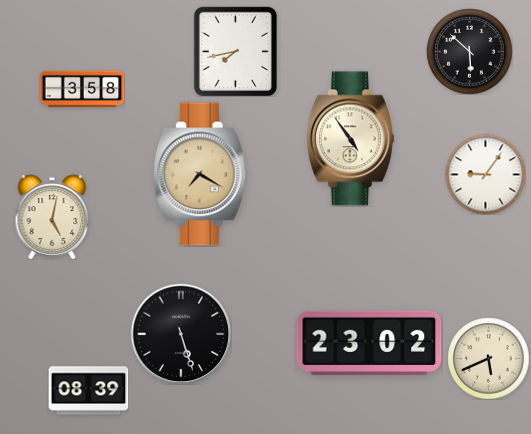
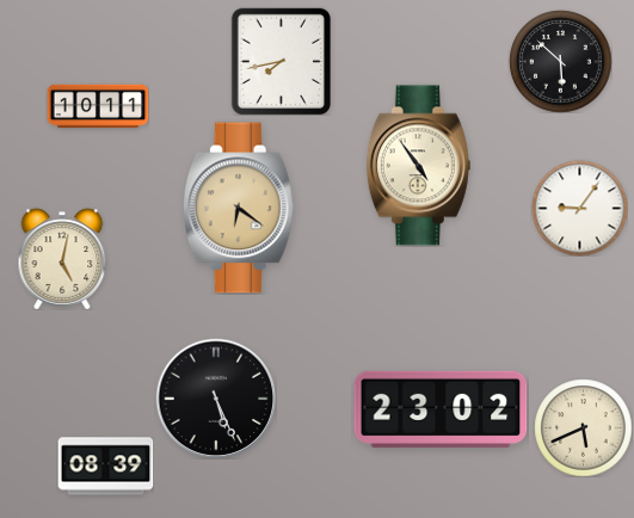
clock at (82, 89): 3:58 -> 10:11
clock at (200, 174): 7:20 -> 6:21
clock at (181, 334): 5:27 -> 5:26
